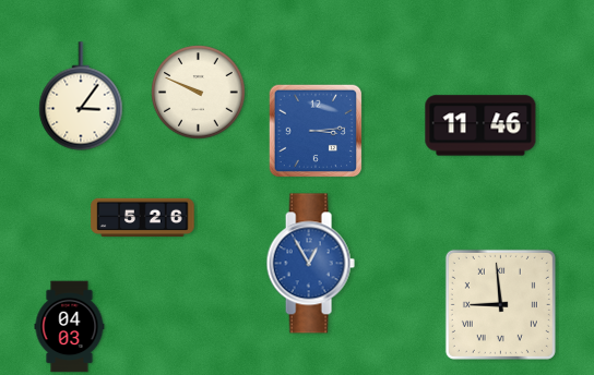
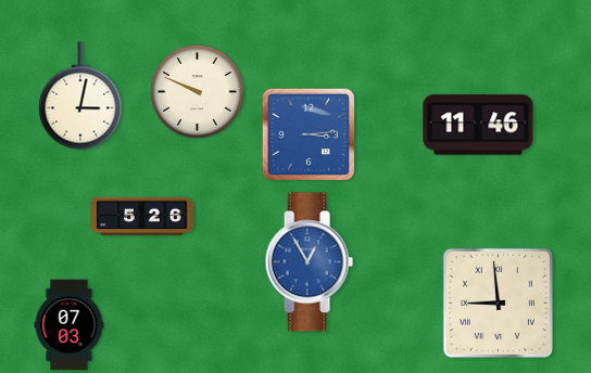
clock at (81, 96): 3:06 -> 3:02
clock at (316, 131) position: (316, 131) -> (309, 134)
clock at (70, 327): 04:03 -> 07:03
